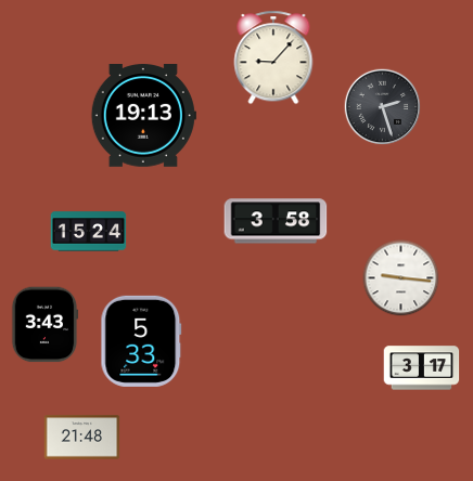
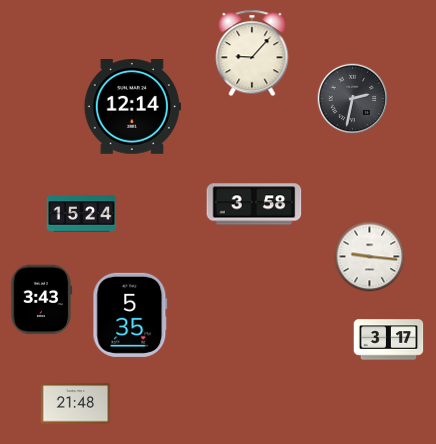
clock at (383, 107): 2:27 -> 2:32
clock at (143, 116): 19:13 -> 12:14
clock at (141, 341): 5:33 -> 5:35
